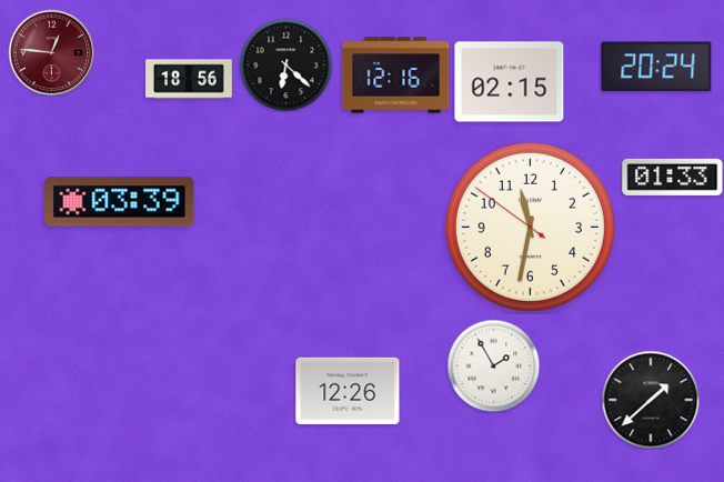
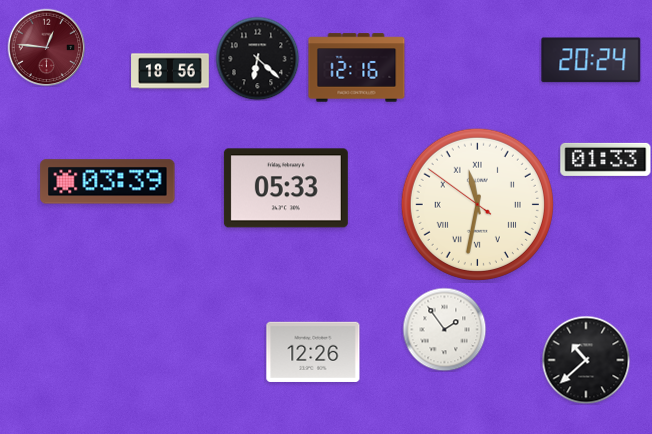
clock at (510, 82): 02:15 -> none
clock at (286, 188): none -> 05:33
clock at (530, 227) numerals: Arabic -> Roman
clock at (493, 365): 1:55 -> 1:54
clock at (651, 400): 1:38 -> 10:38
